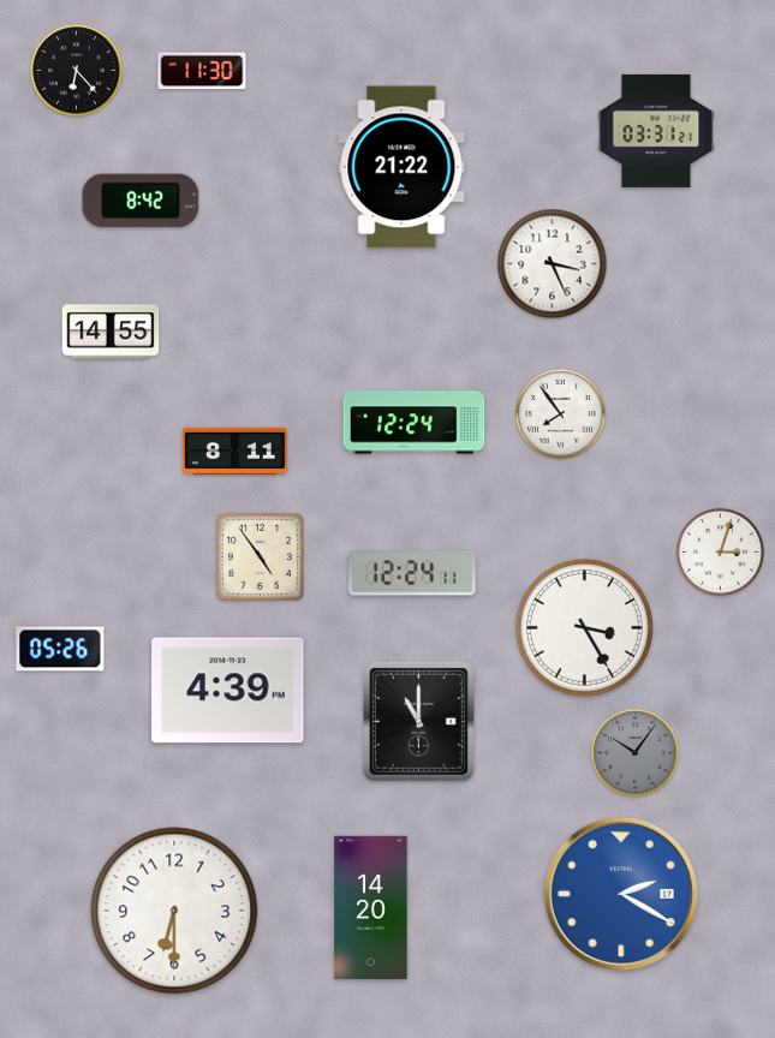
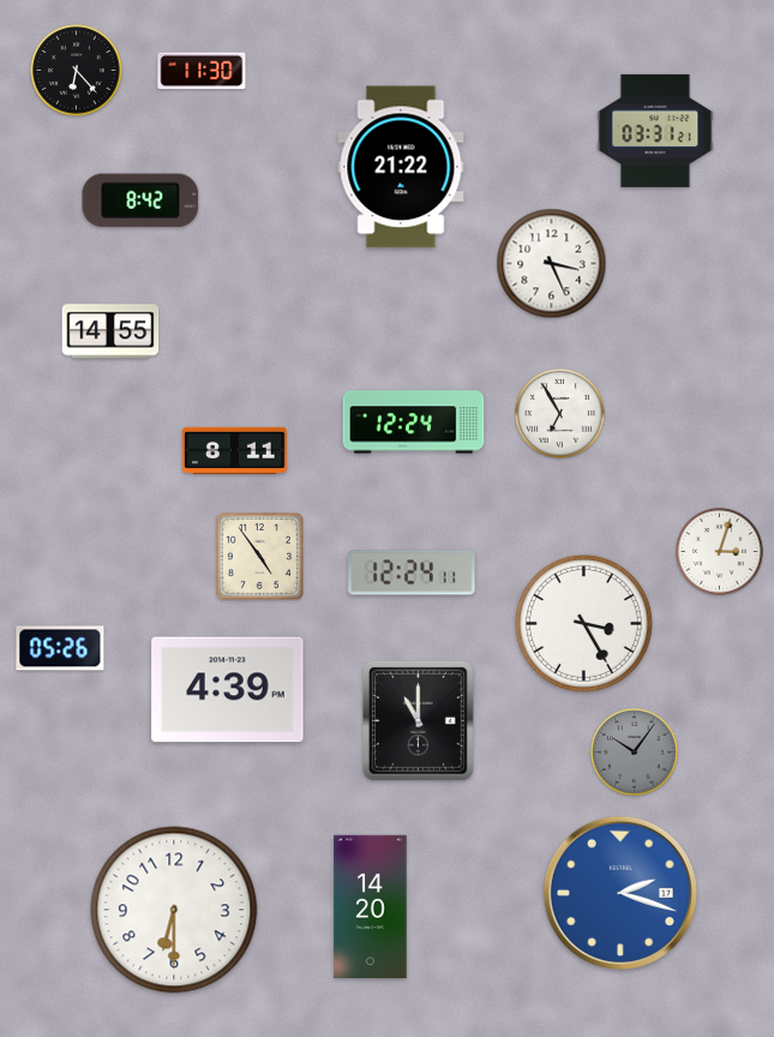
clock at (561, 414): 7:54 -> 6:55
clock at (584, 627) position: (584, 627) -> (583, 623)
clock at (621, 894): 2:20 -> 2:18
